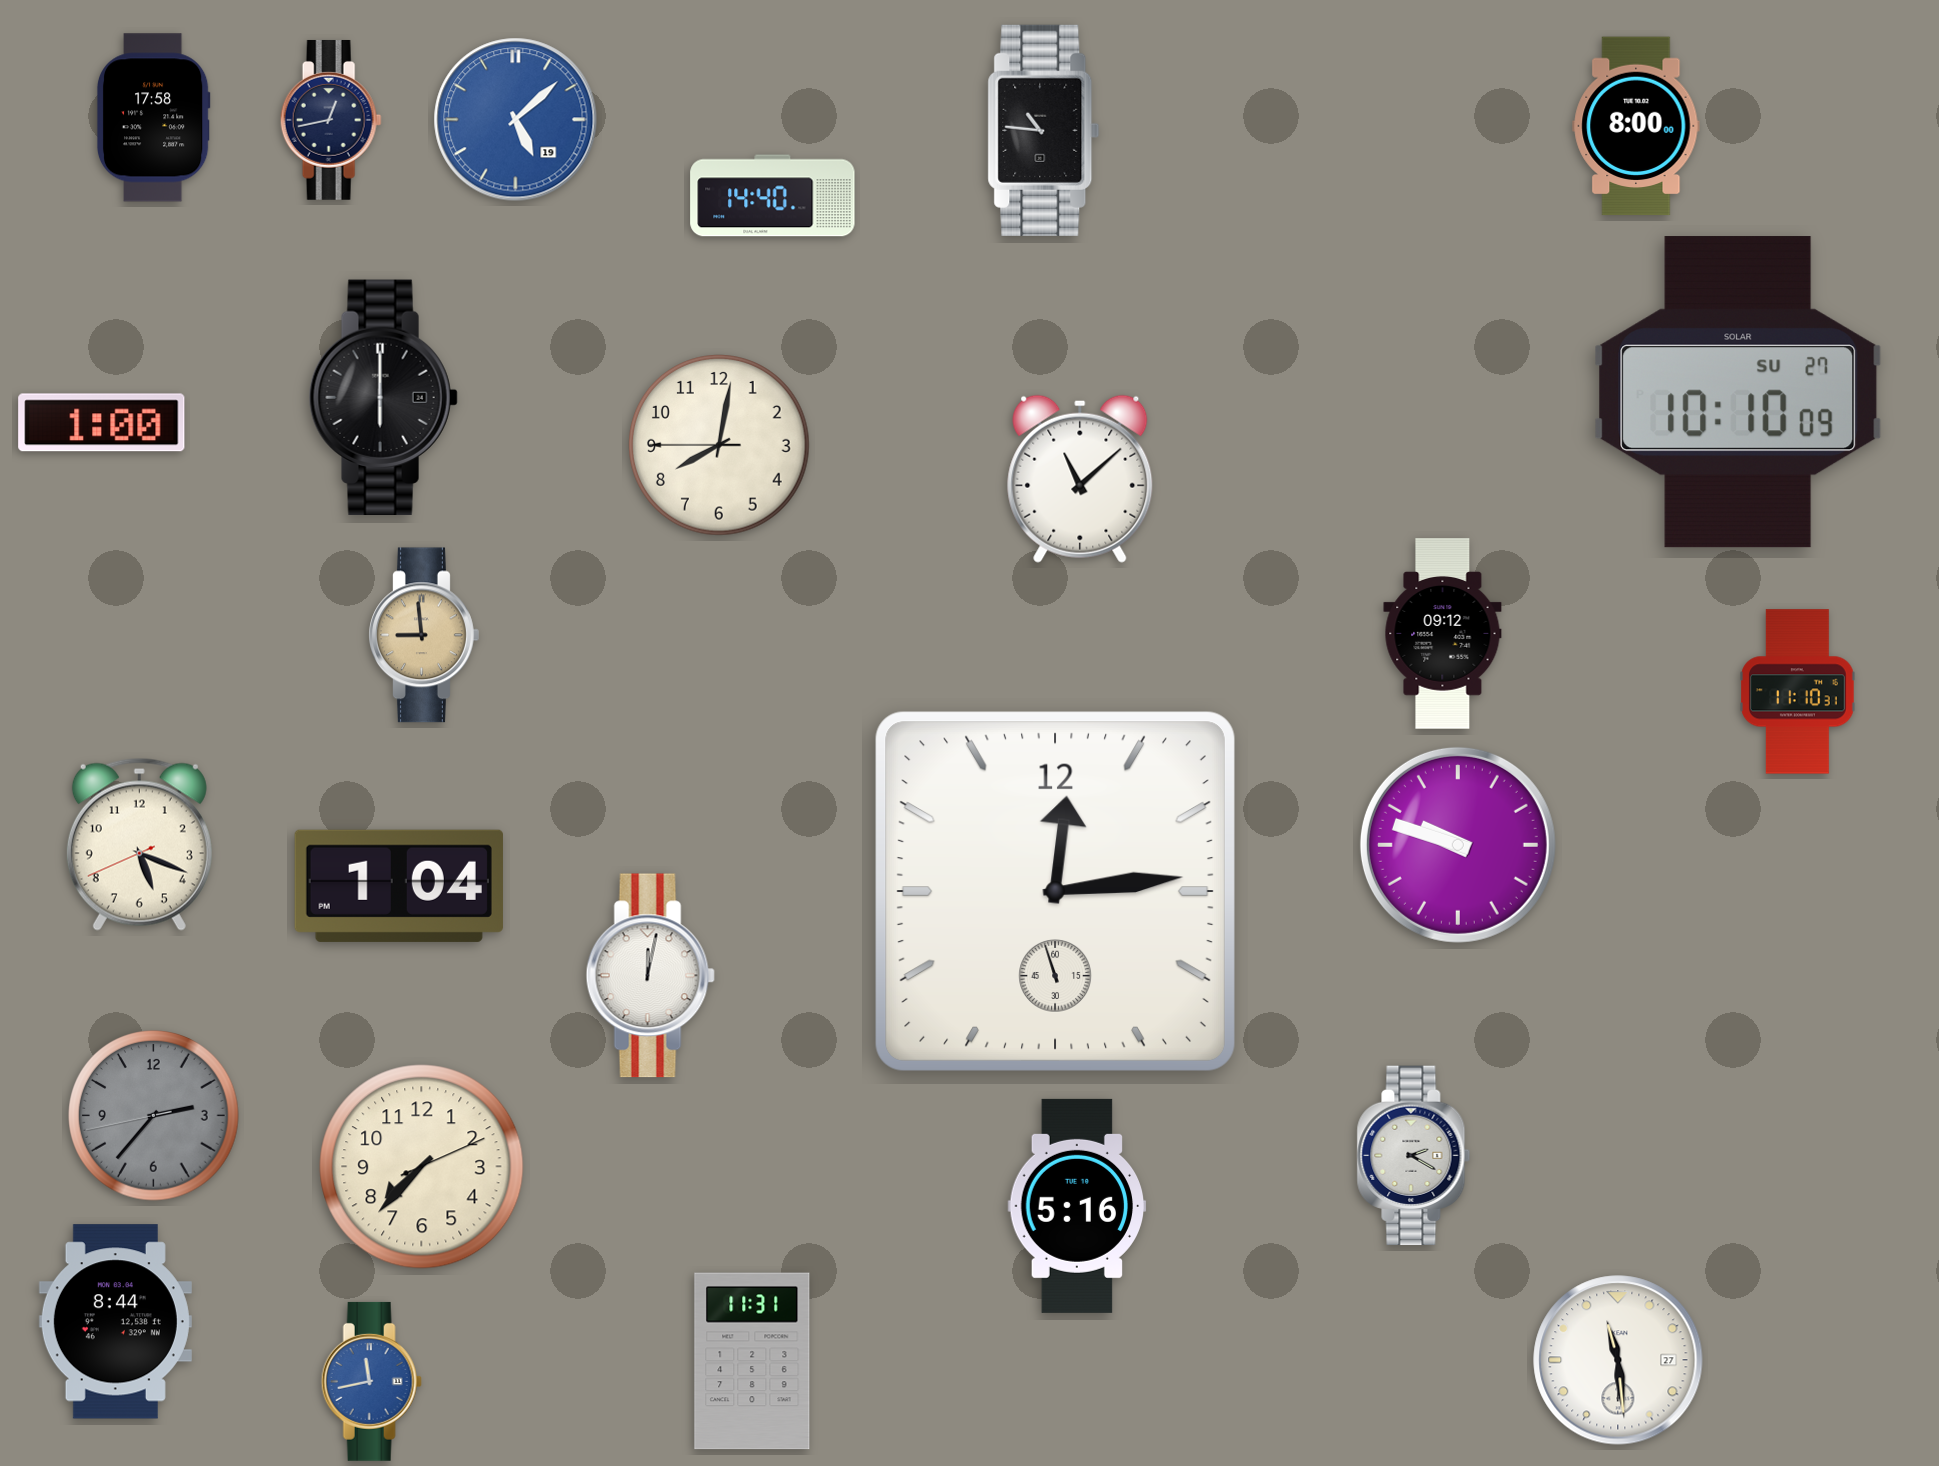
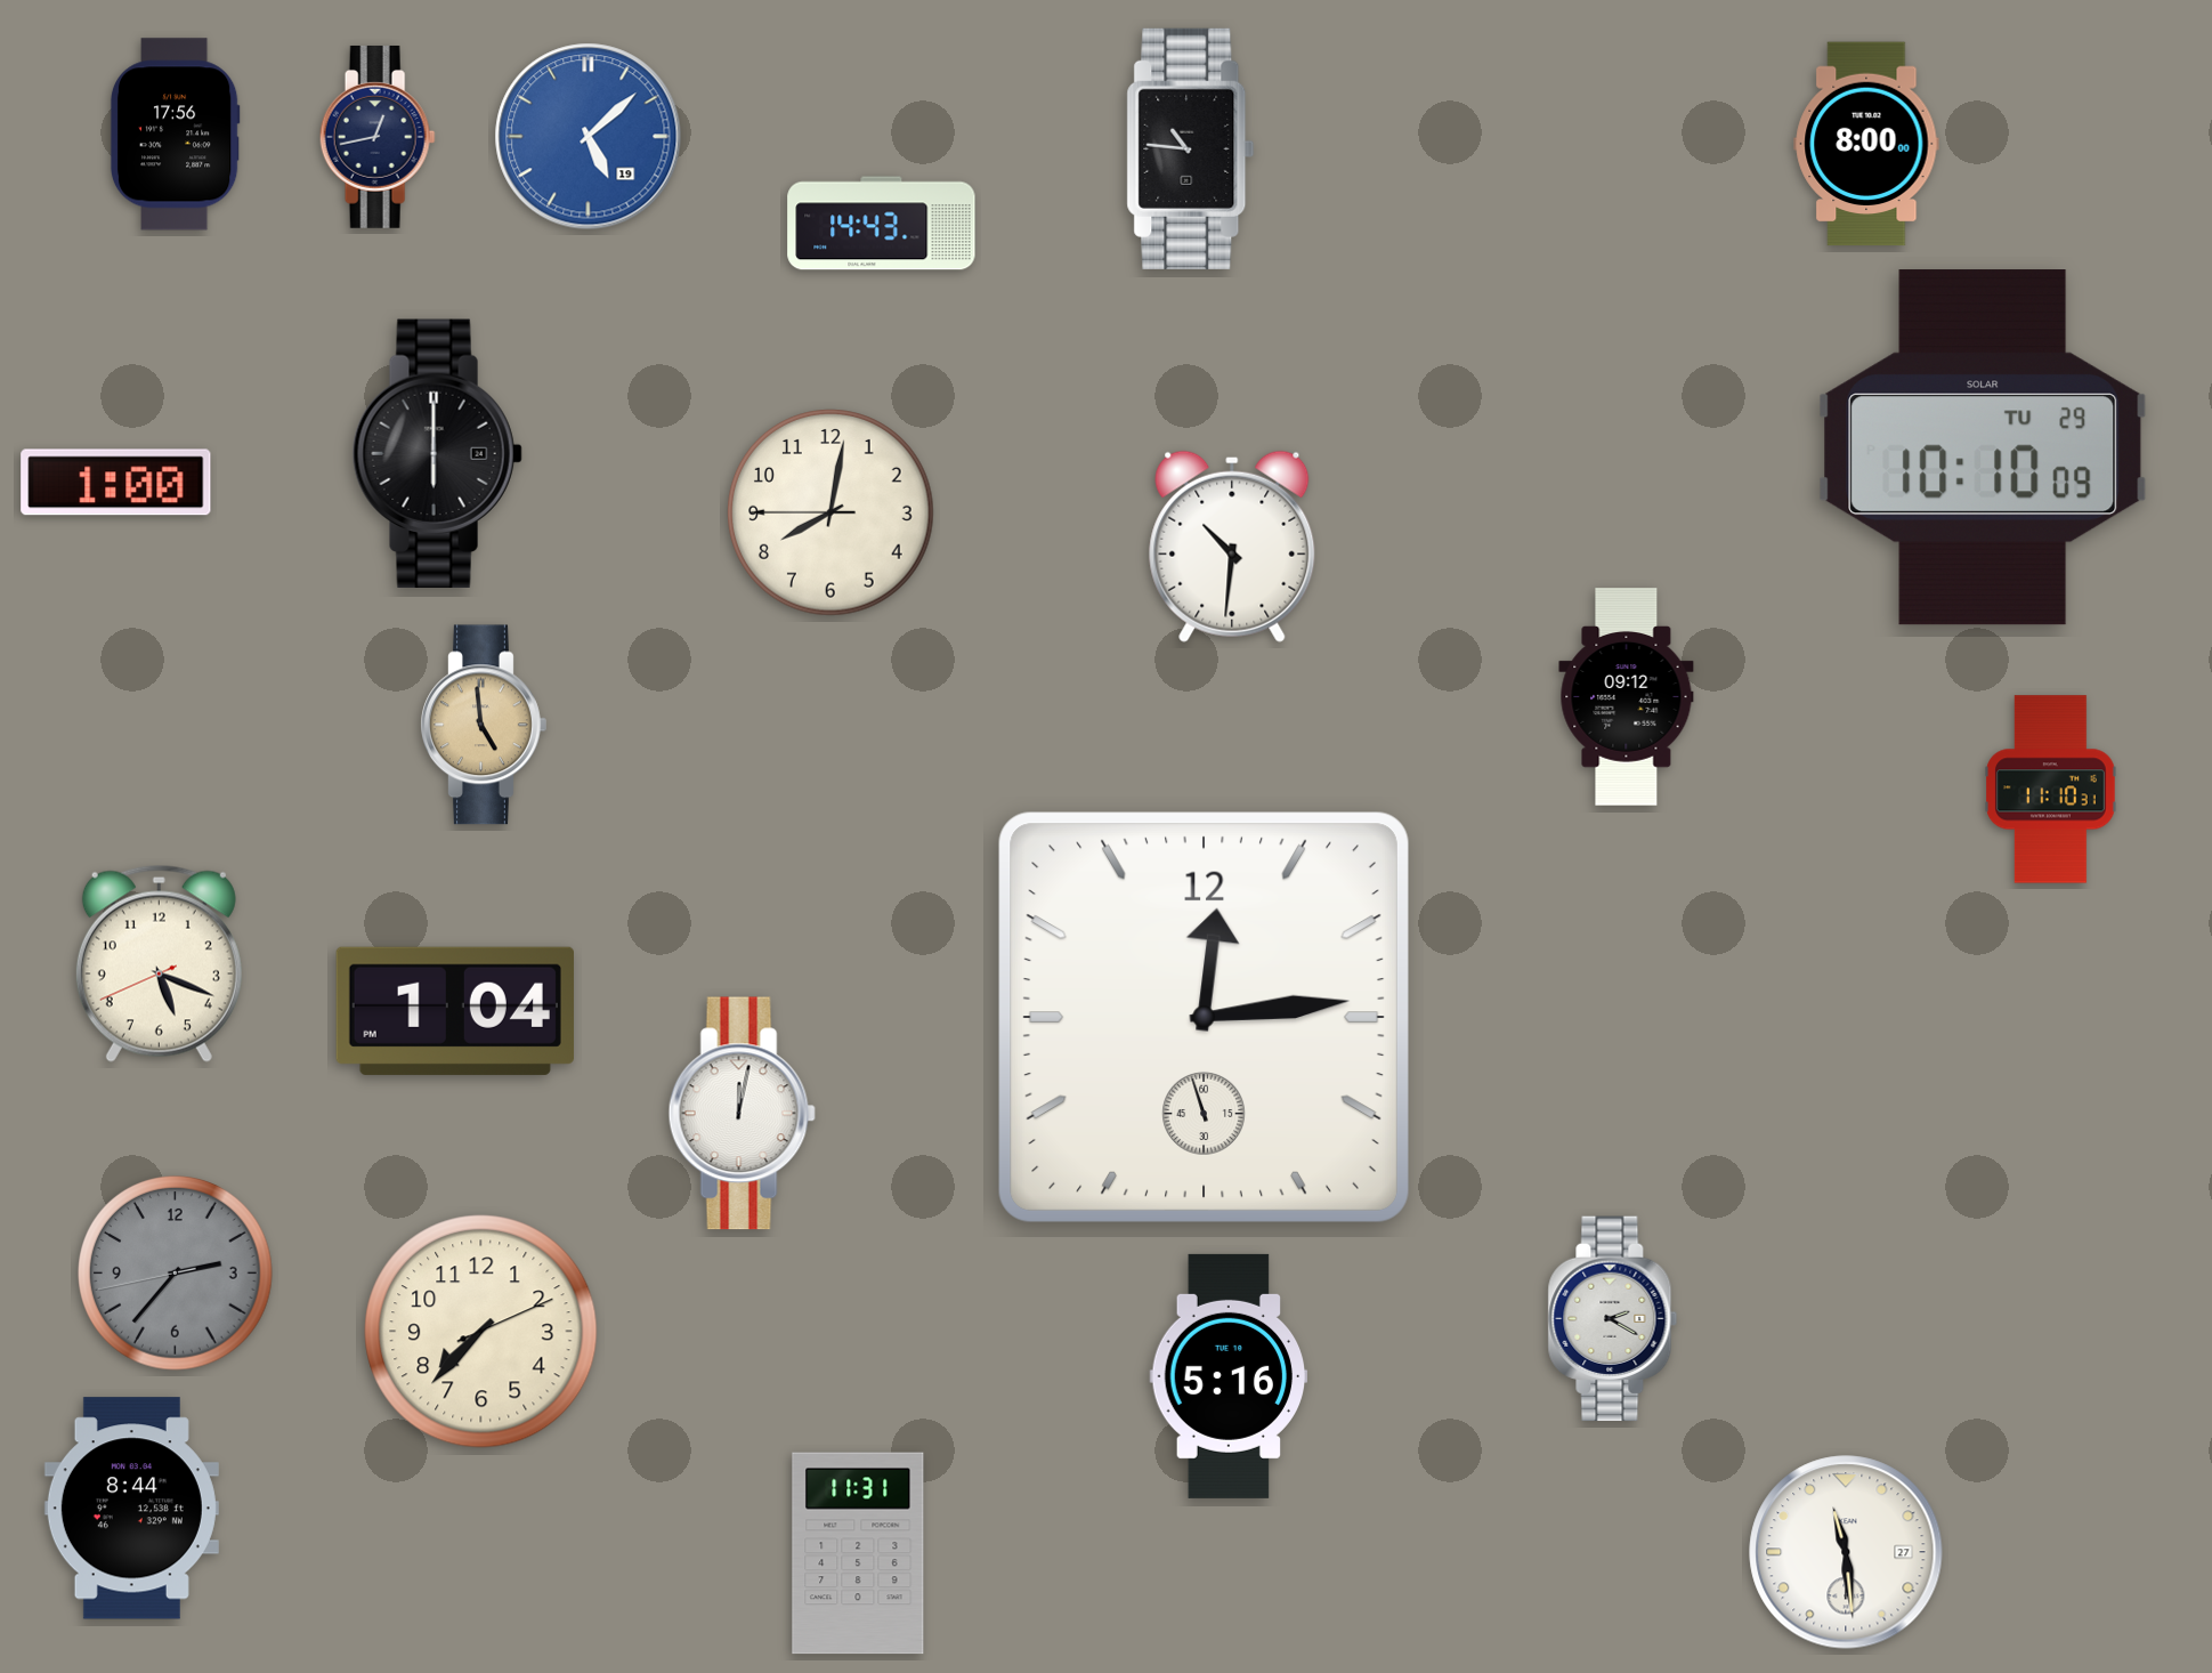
clock at (153, 118): 17:58 -> 17:56
clock at (773, 196): 14:40 -> 14:43
clock at (1738, 392) date: SU 27 -> TU 29
clock at (719, 445) position: (719, 445) -> (830, 512)
clock at (1080, 479): 11:08 -> 10:31
clock at (1443, 634) position: (1443, 634) -> (1627, 697)
clock at (424, 635): 8:59 -> 4:59
clock at (1458, 845): 9:48 -> none
clock at (371, 1381): 11:43 -> none
